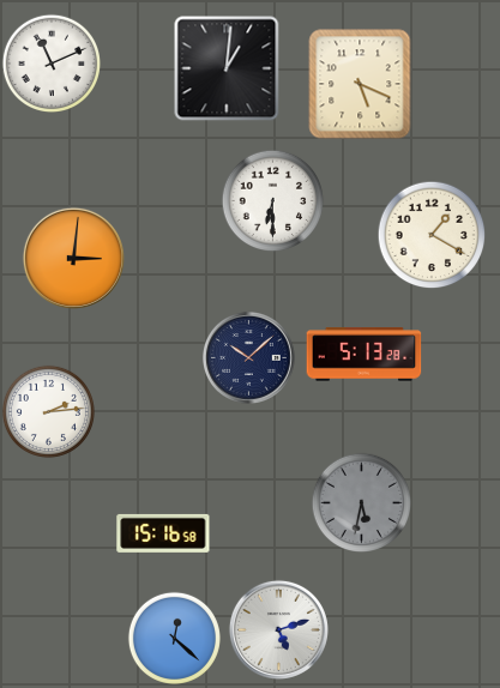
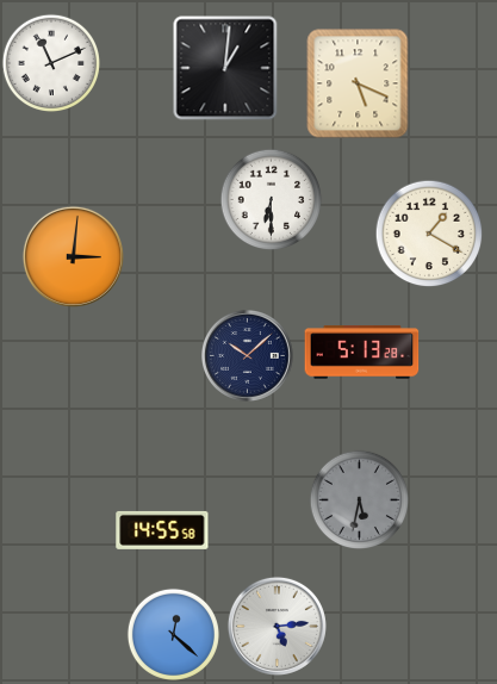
clock at (48, 411): 2:14 -> none
clock at (163, 533): 15:16 -> 14:55
clock at (278, 629): 5:12 -> 5:14
